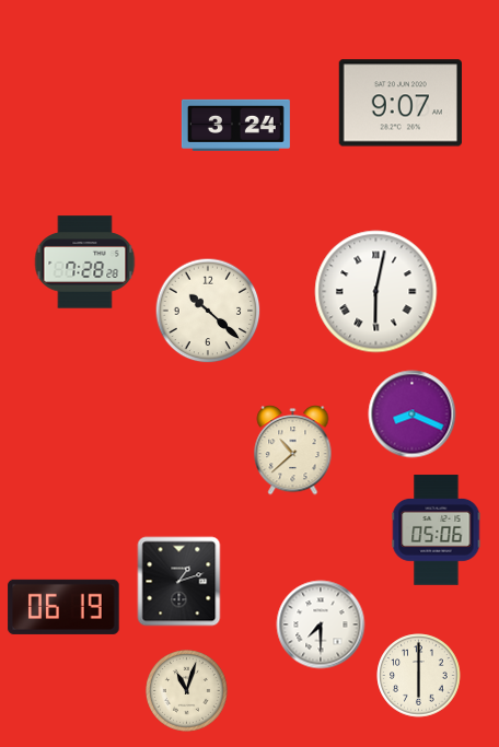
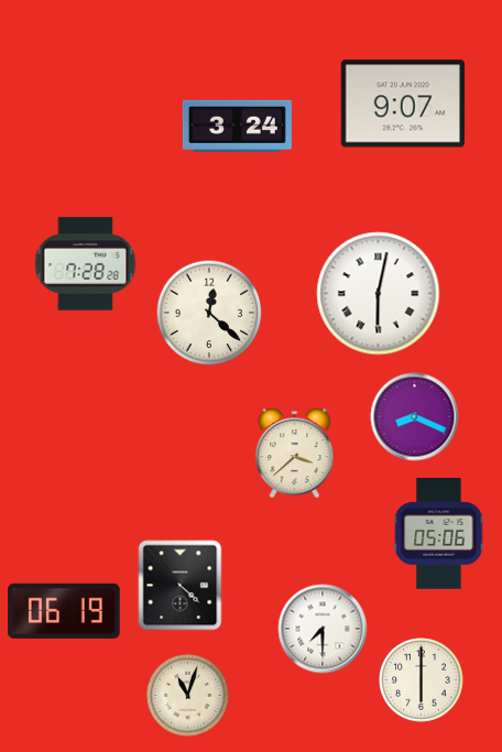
clock at (208, 311): 10:22 -> 12:22
clock at (293, 451): 10:38 -> 3:38
clock at (179, 582): 1:12 -> 4:22
